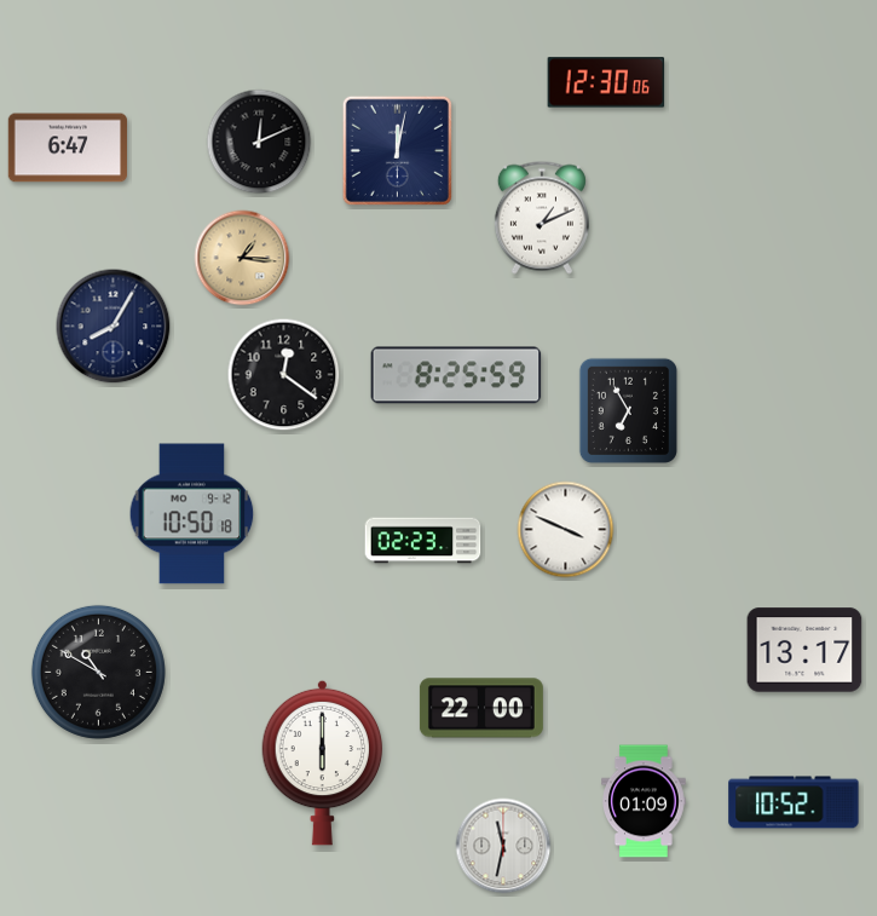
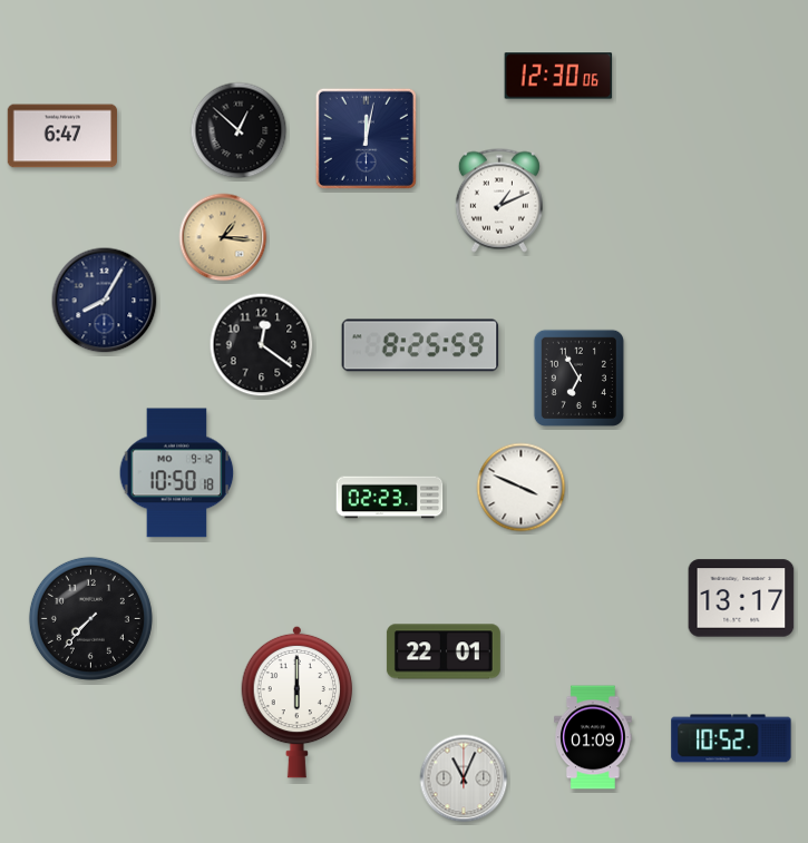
clock at (259, 142): 12:11 -> 12:52
clock at (98, 672): 10:50 -> 7:37
clock at (481, 708): 22:00 -> 22:01
clock at (503, 846): 11:32 -> 11:04
